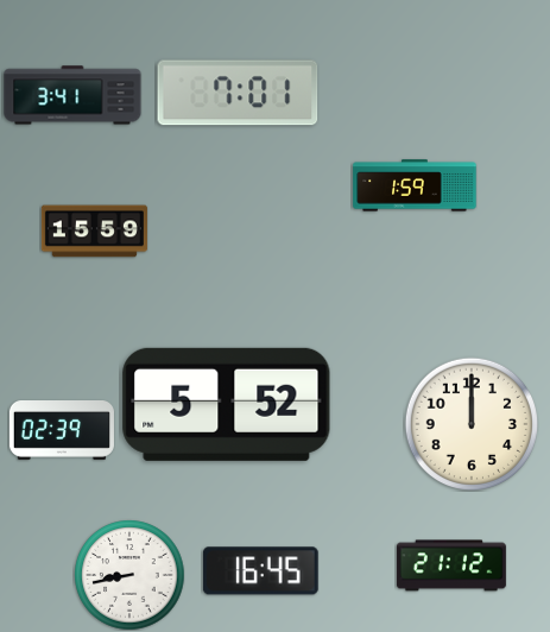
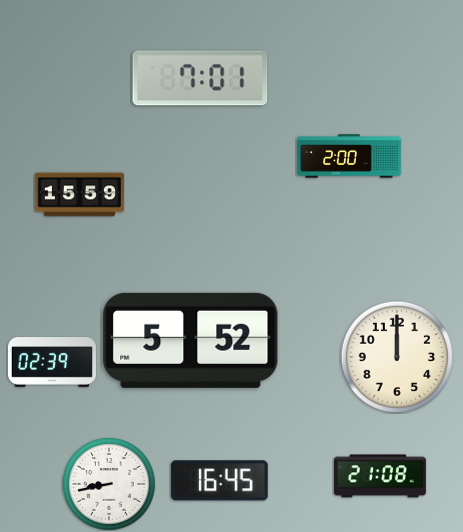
clock at (72, 95): 3:41 -> none
clock at (415, 185): 1:59 -> 2:00
clock at (451, 565): 21:12 -> 21:08
